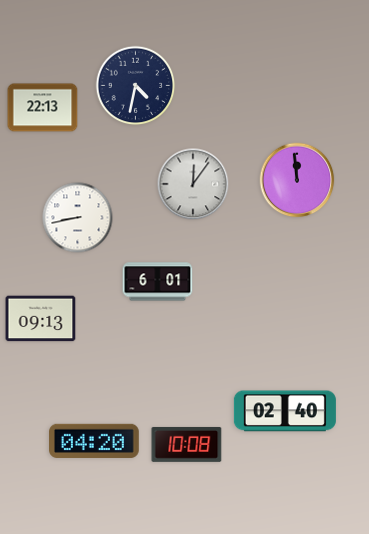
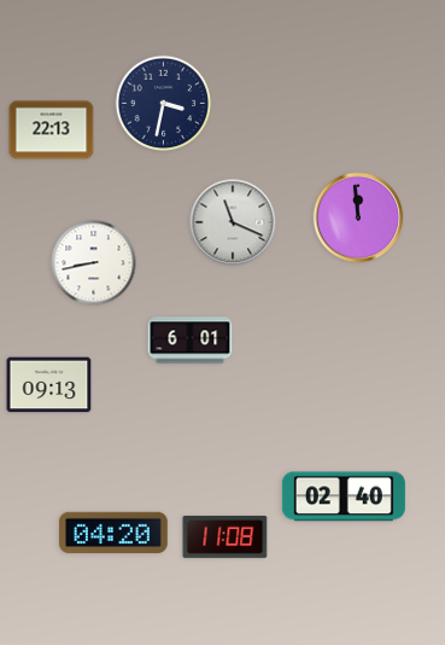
clock at (136, 86): 4:32 -> 3:32
clock at (193, 184): 12:06 -> 11:19
clock at (187, 444): 10:08 -> 11:08
